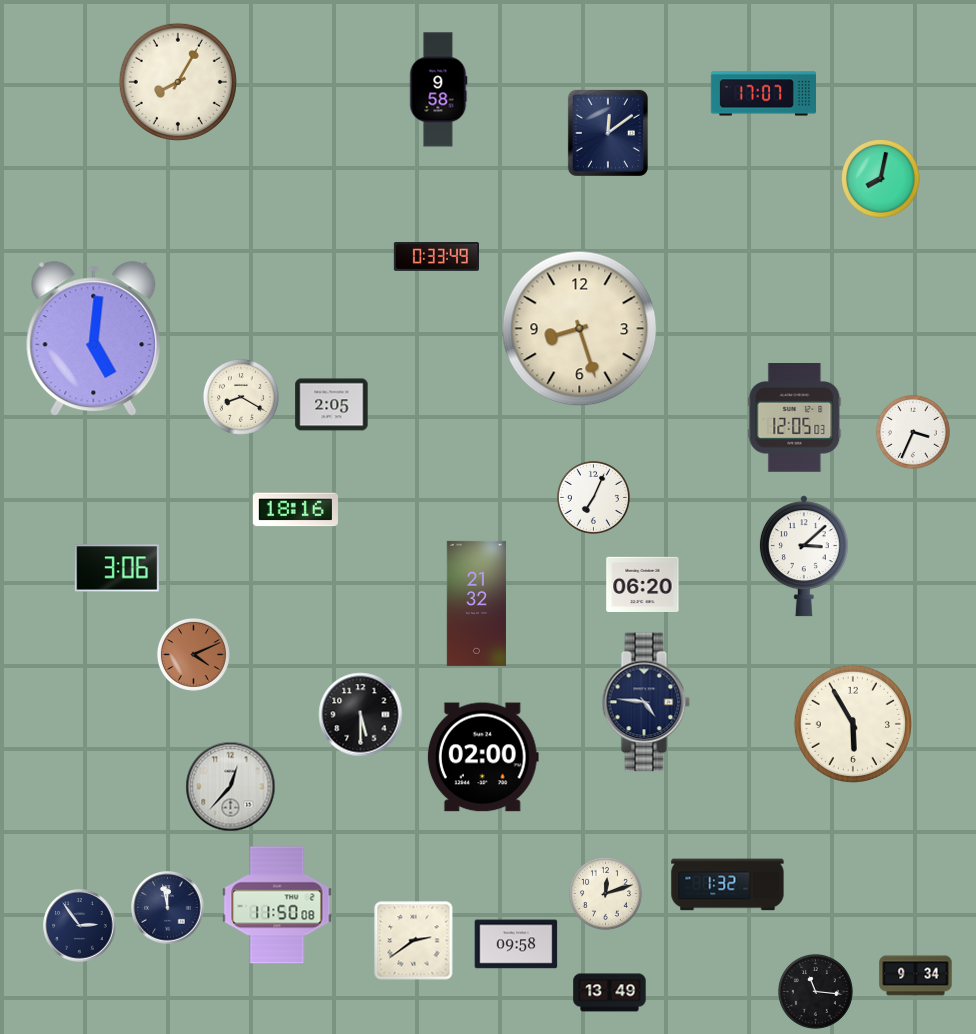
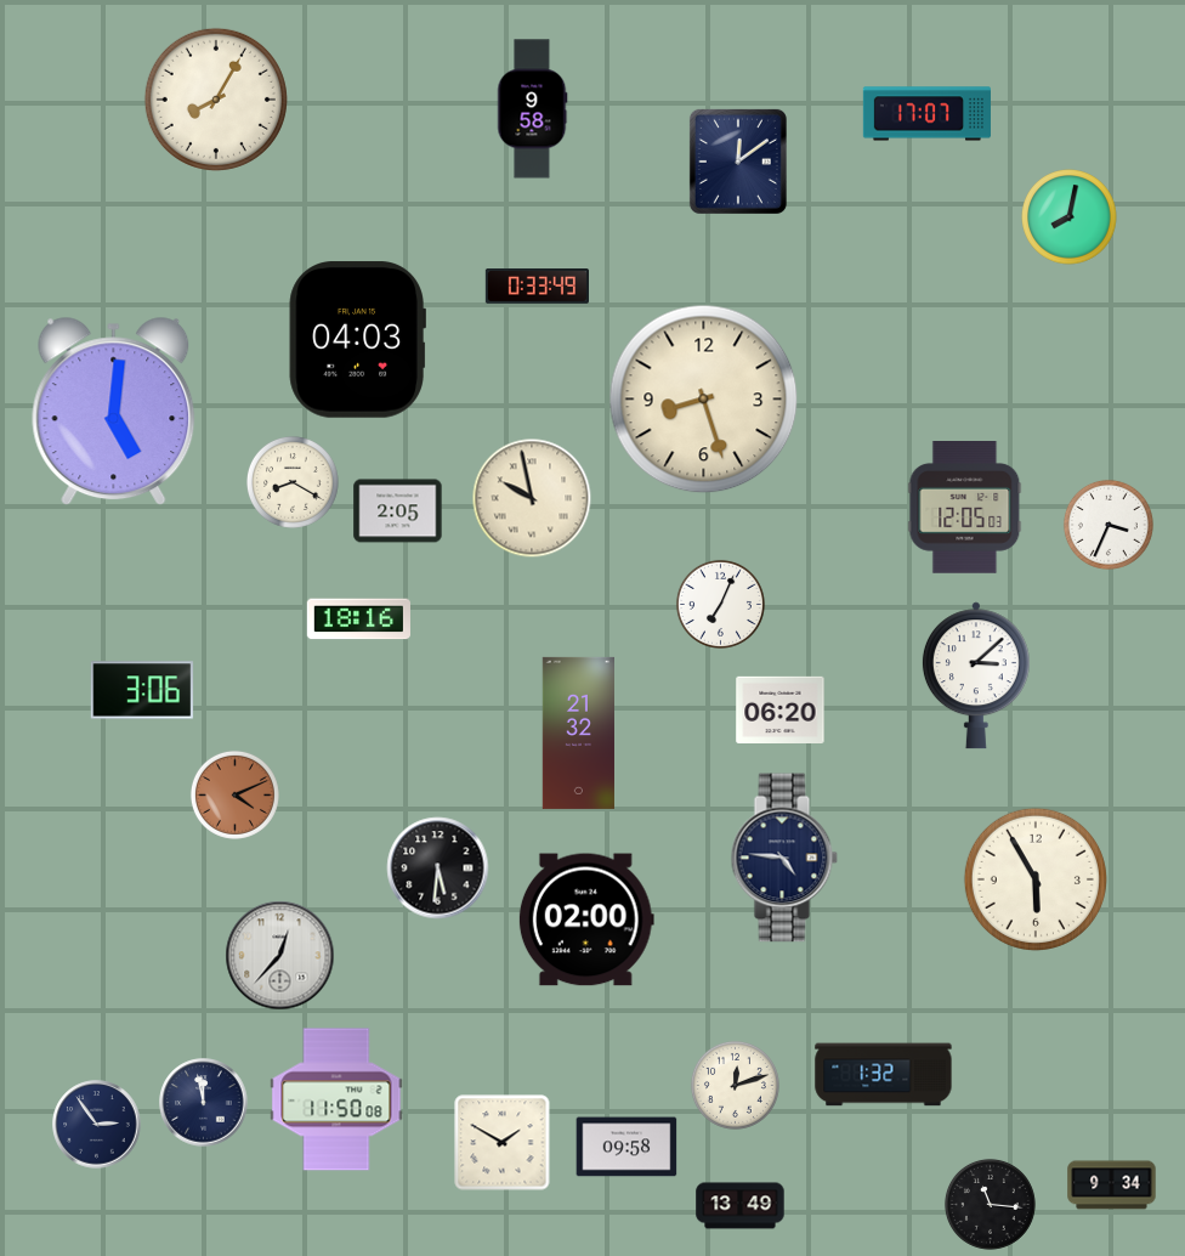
clock at (436, 257) position: (436, 257) -> (537, 287)
clock at (357, 340): none -> 04:03
clock at (332, 405) position: (332, 405) -> (398, 511)
clock at (532, 498): none -> 9:58
clock at (646, 702) position: (646, 702) -> (784, 858)
clock at (361, 715): 5:30 -> 5:31
clock at (414, 941): 2:39 -> 1:50
